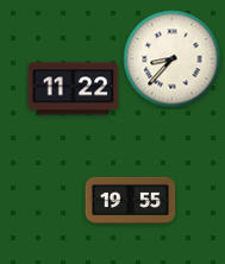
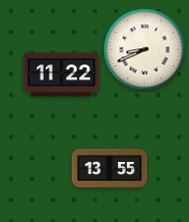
clock at (173, 59): 8:37 -> 8:41
clock at (131, 200): 19:55 -> 13:55
